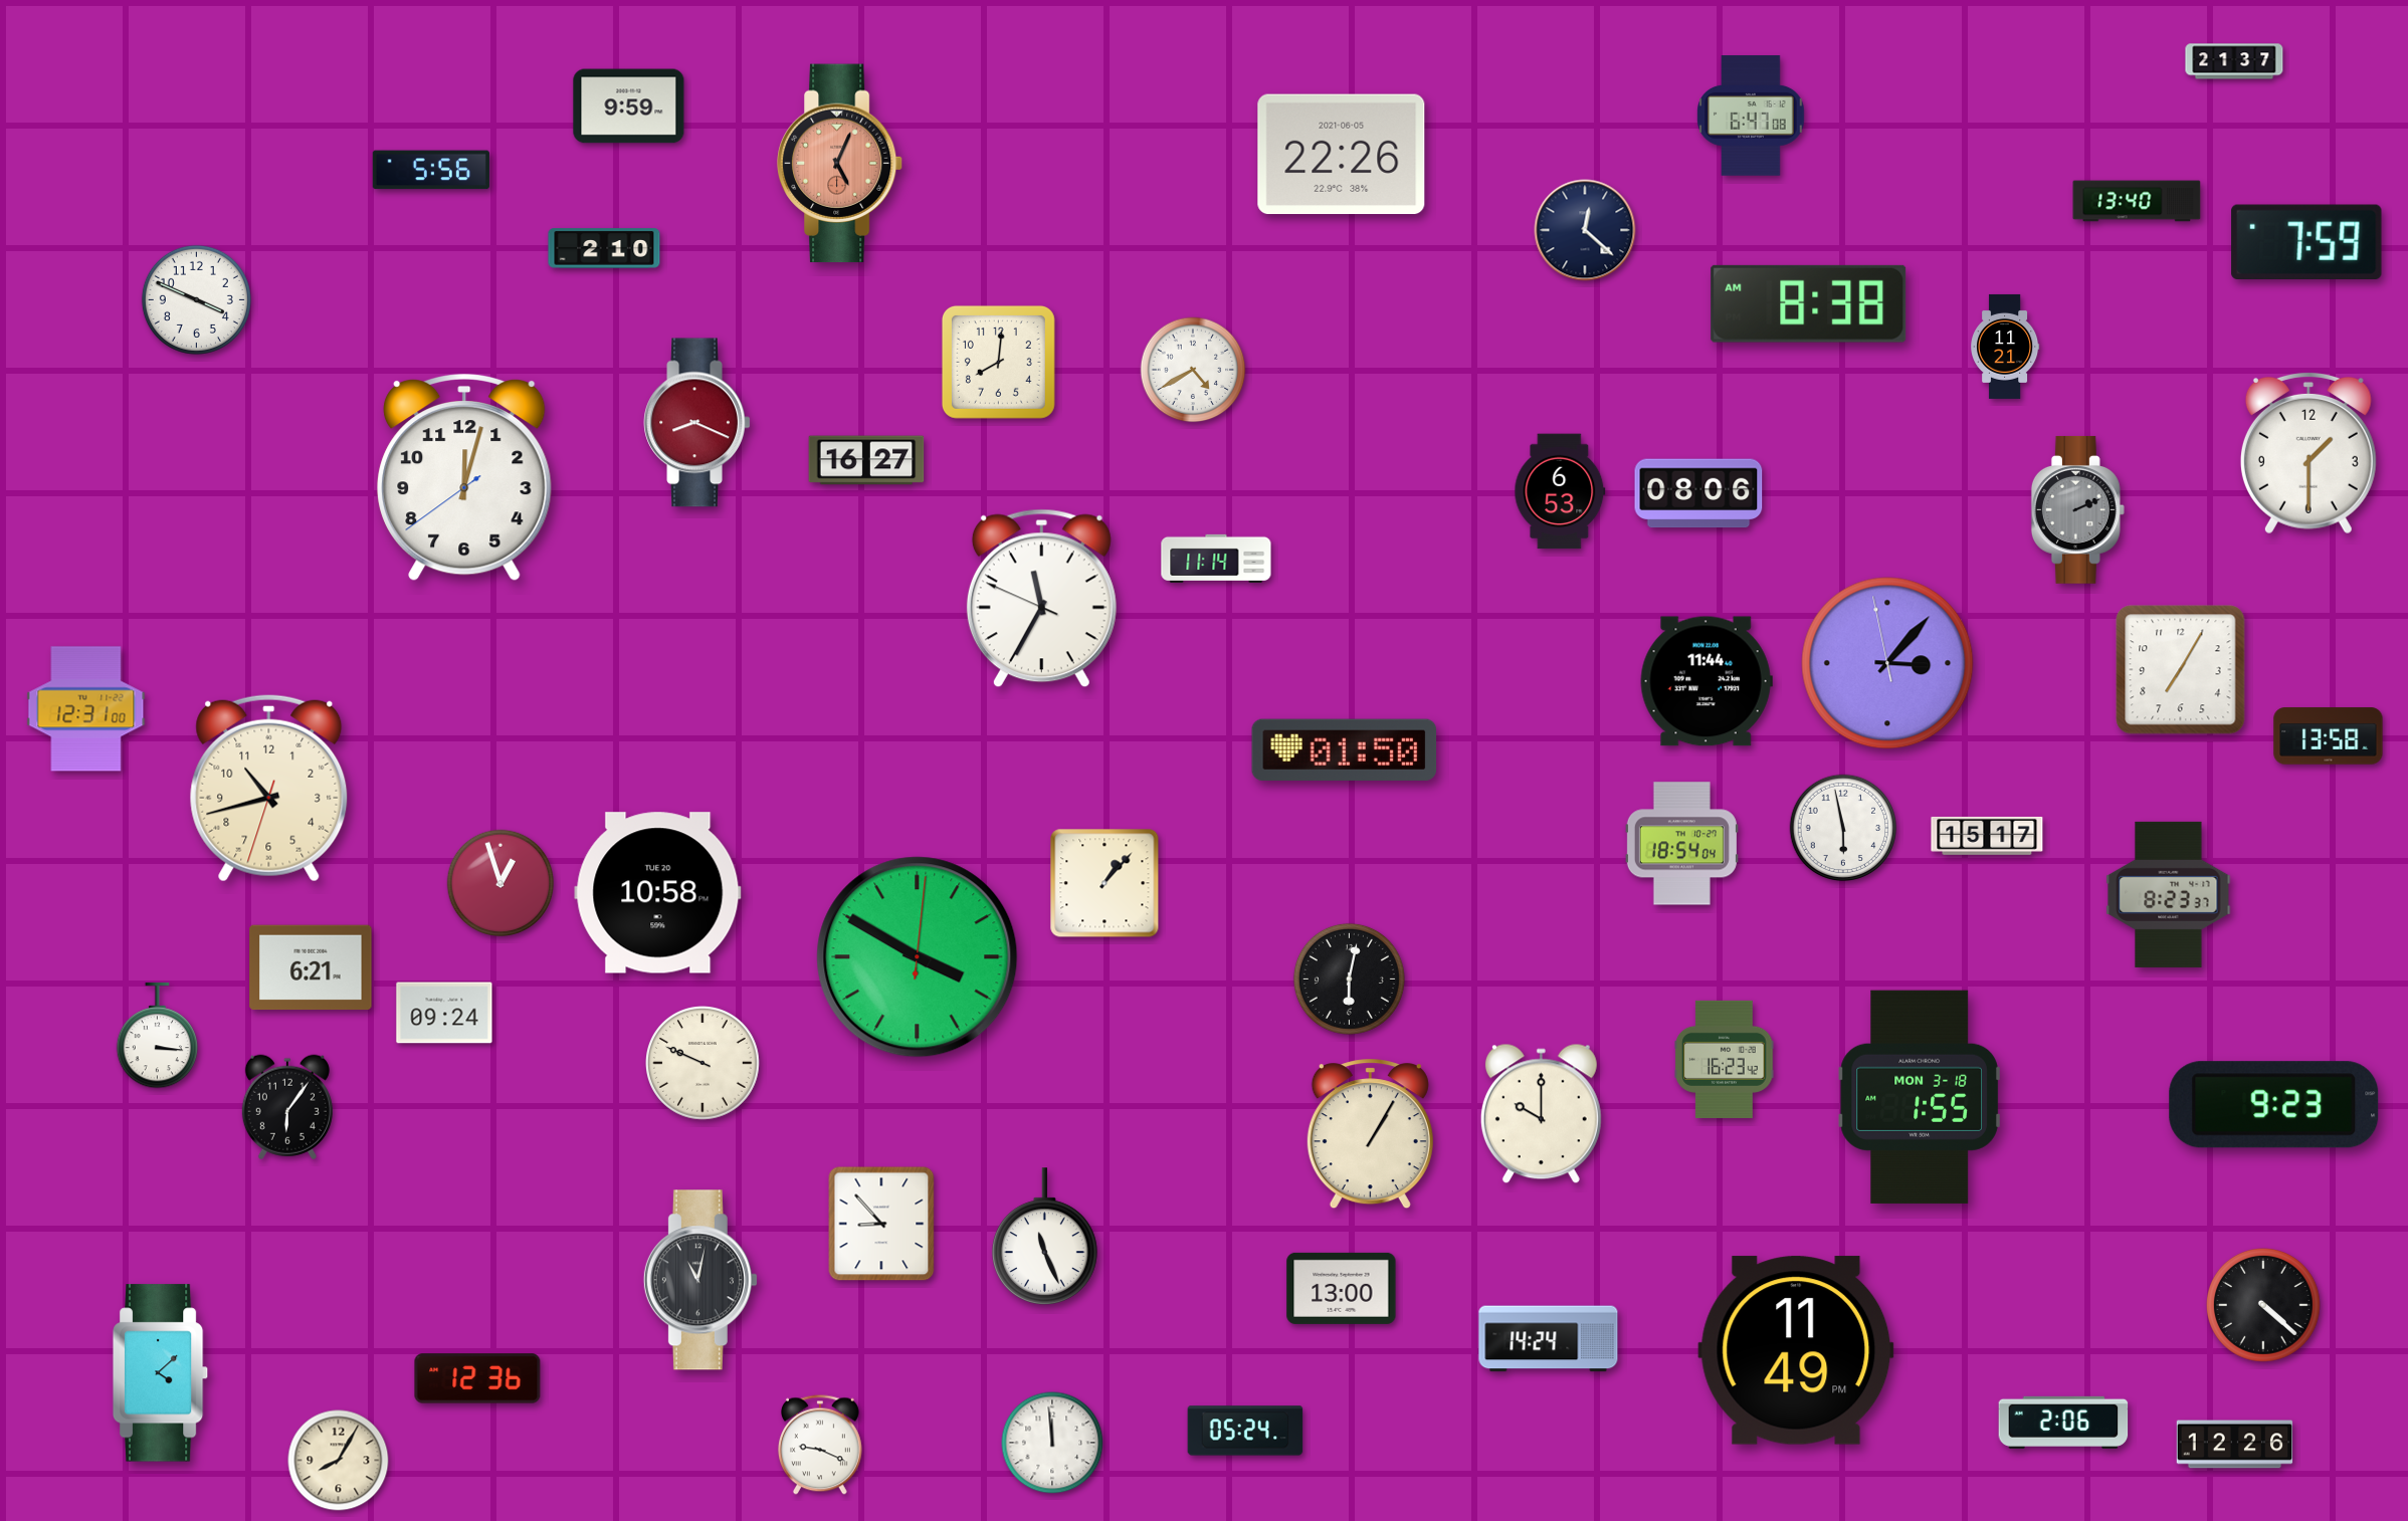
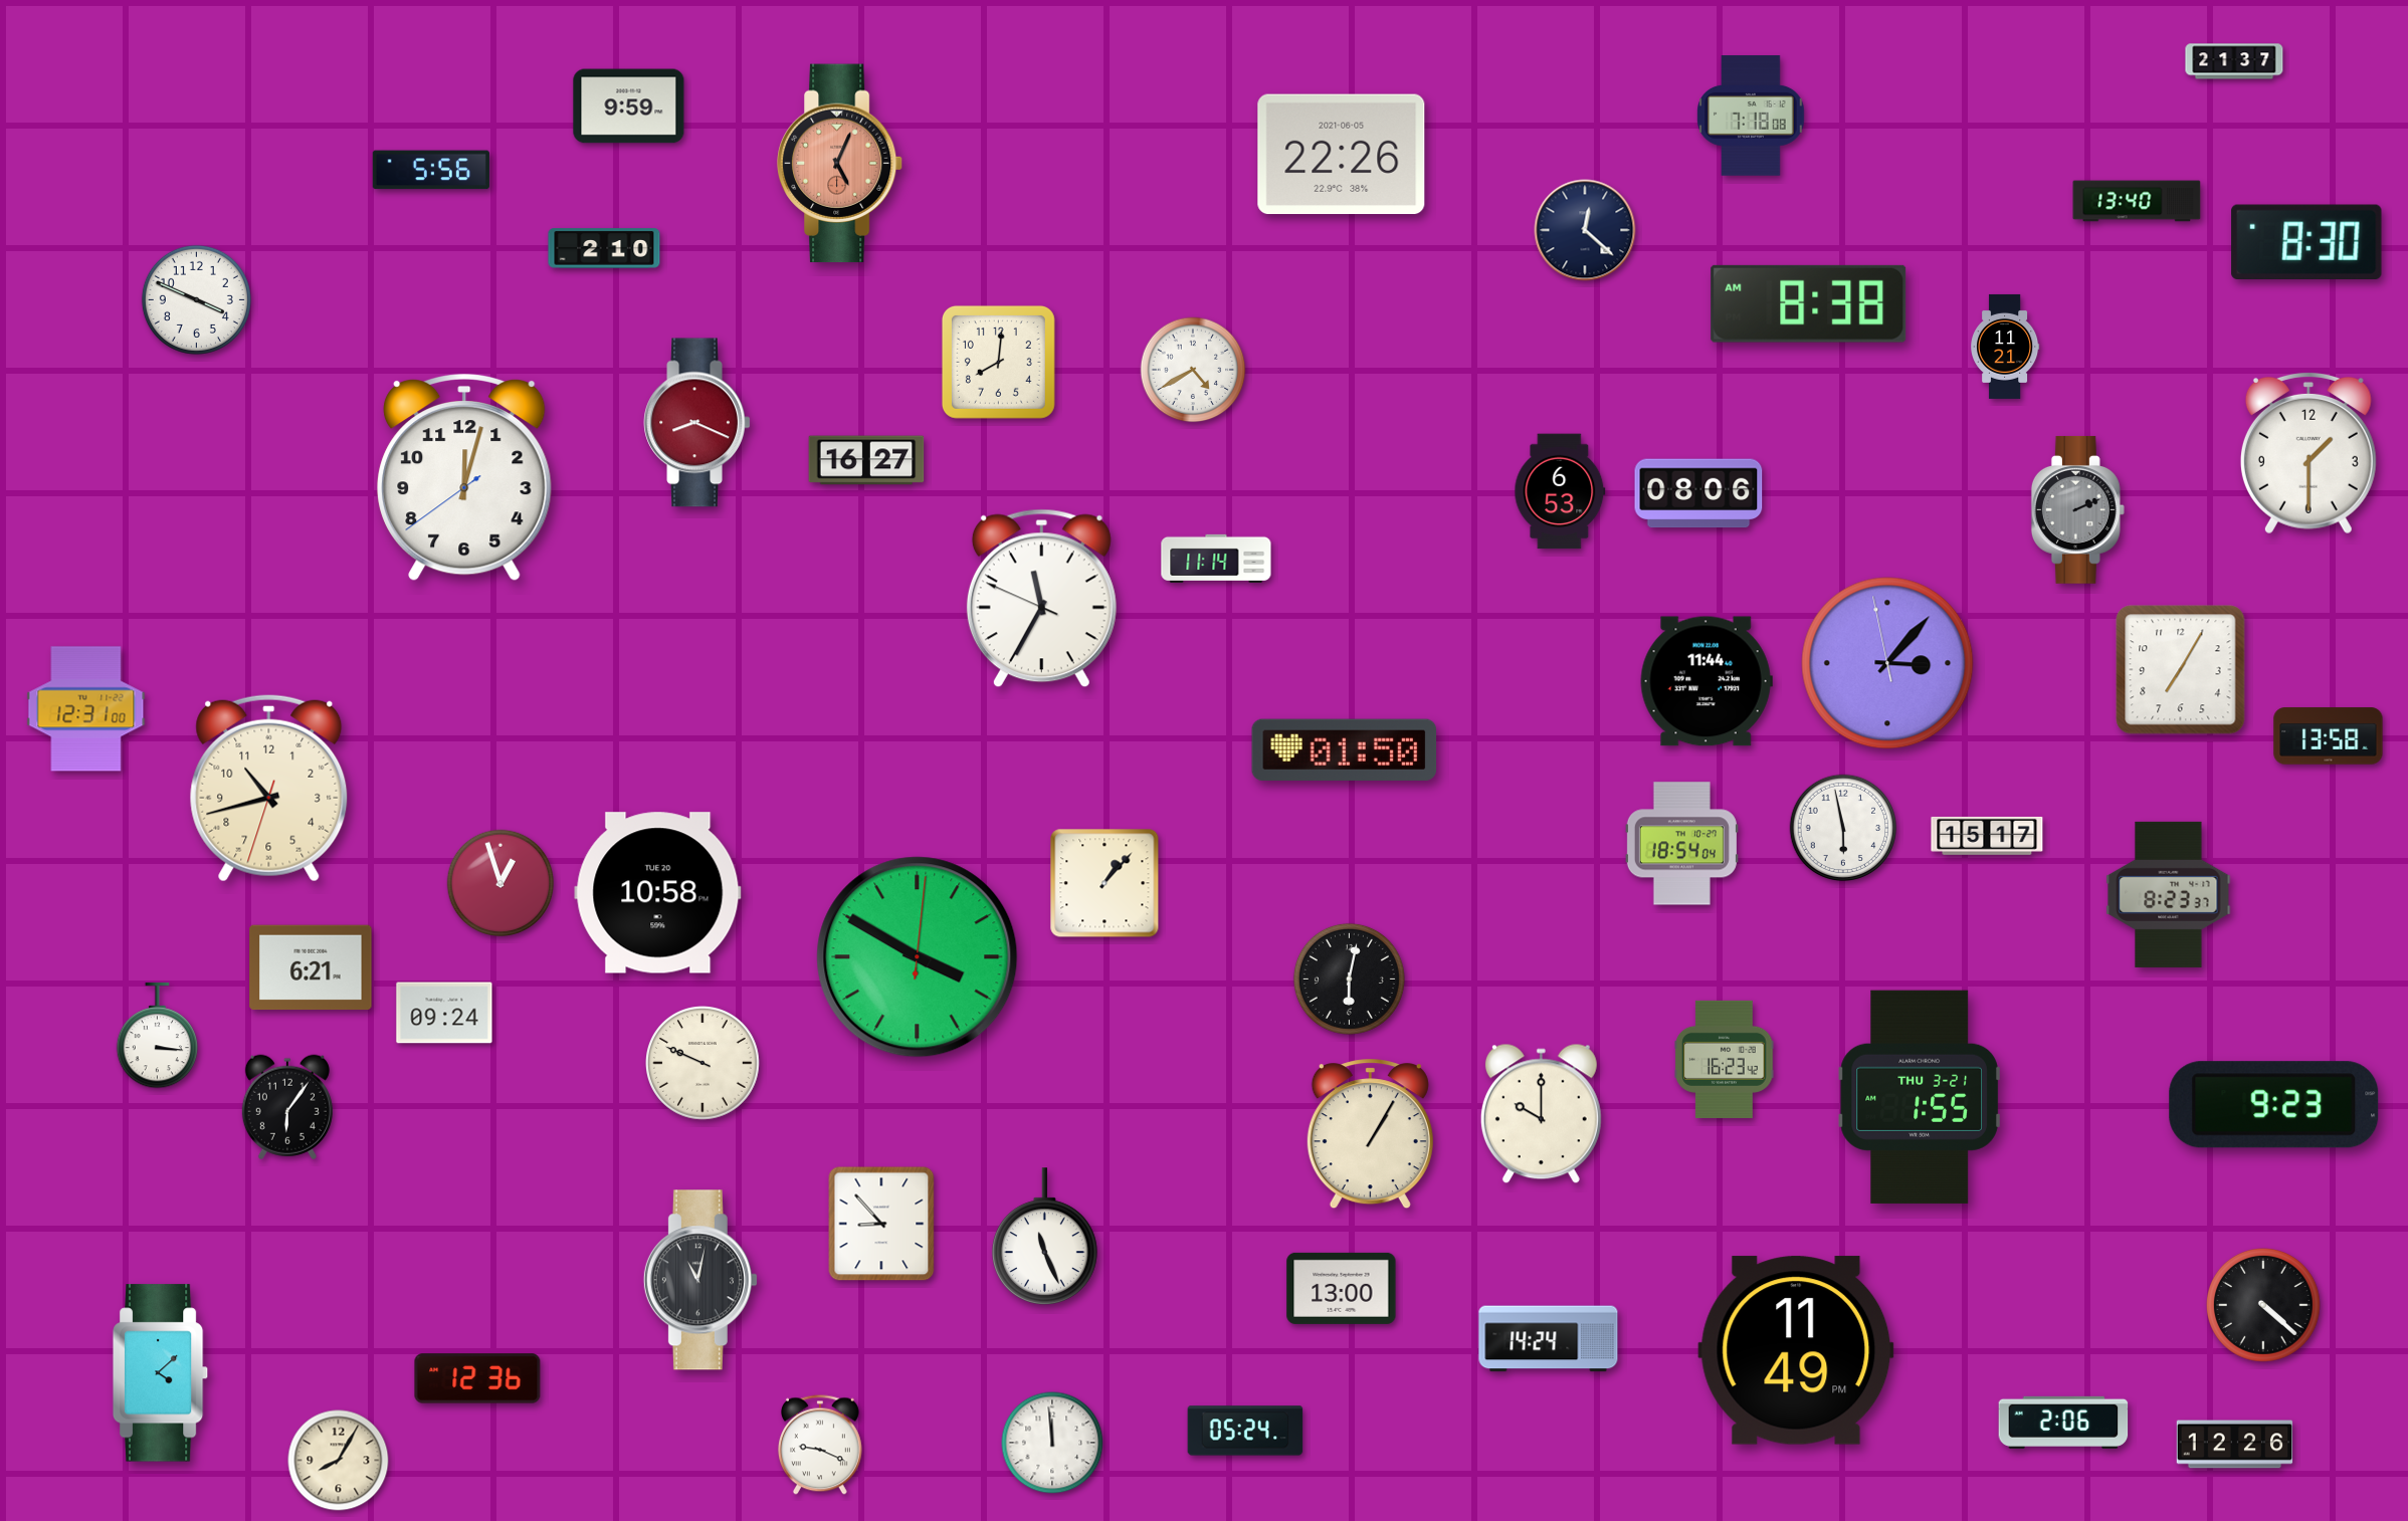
clock at (1751, 116): 6:47 -> 7:18
clock at (2306, 241): 7:59 -> 8:30
clock at (1920, 1097) date: MON 3-18 -> THU 3-21
